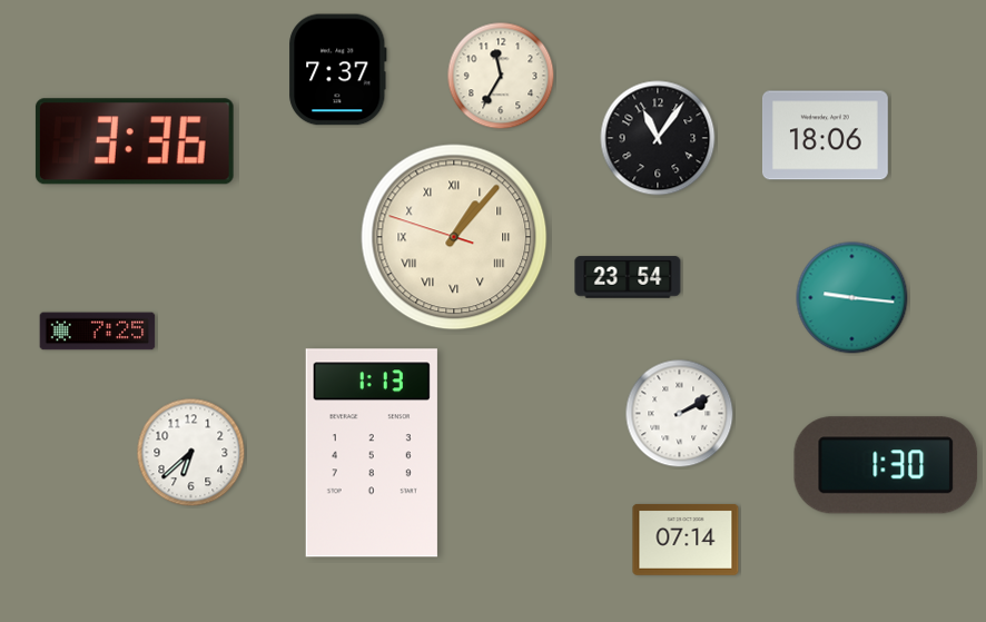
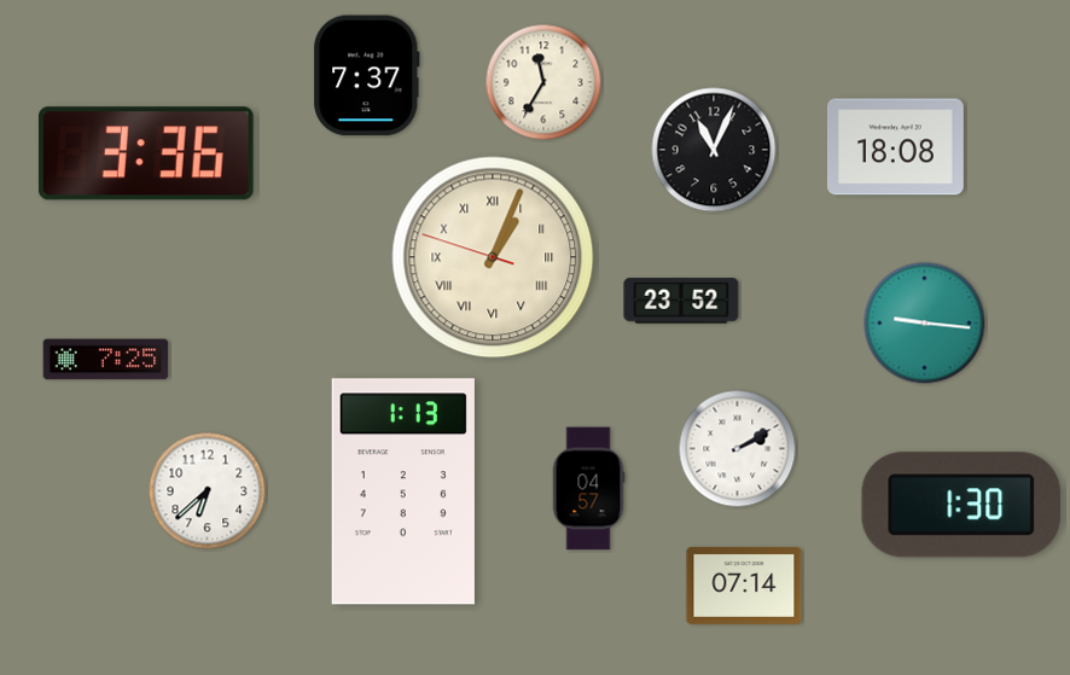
clock at (825, 136): 18:06 -> 18:08
clock at (658, 138): 11:06 -> 11:04
clock at (454, 237): 1:06 -> 1:03
clock at (628, 277): 23:54 -> 23:52
clock at (588, 489): none -> 04:57
